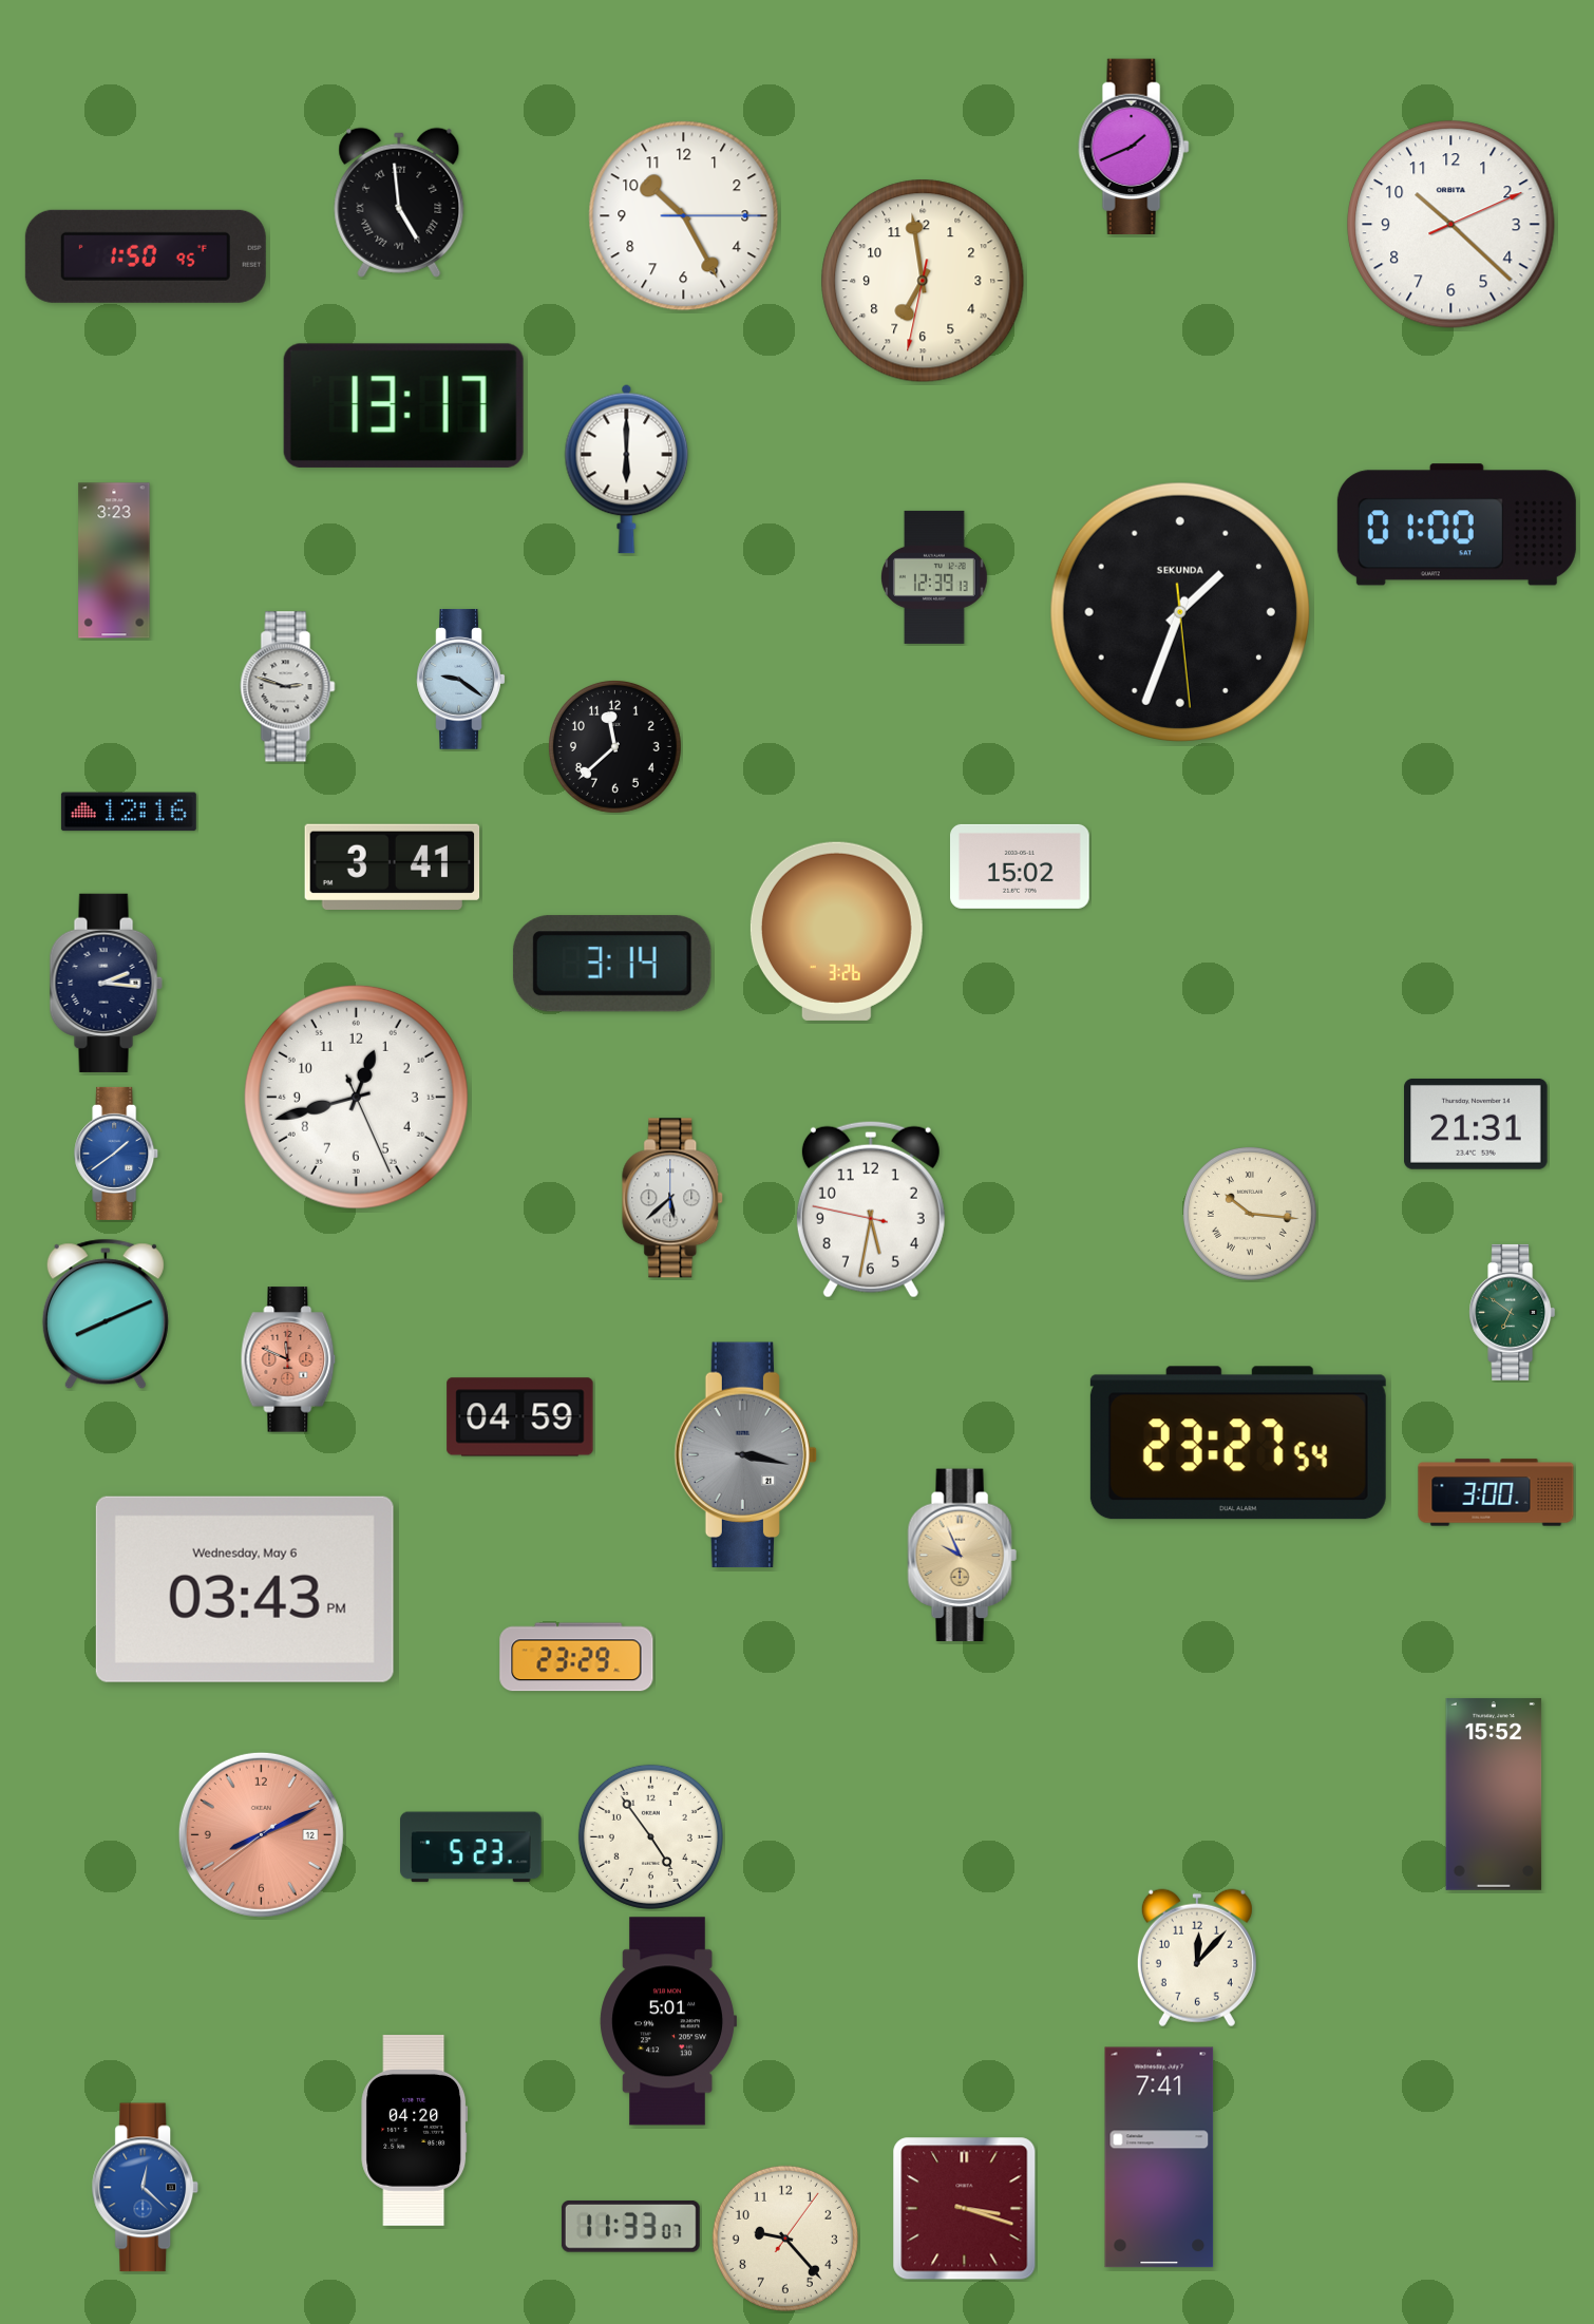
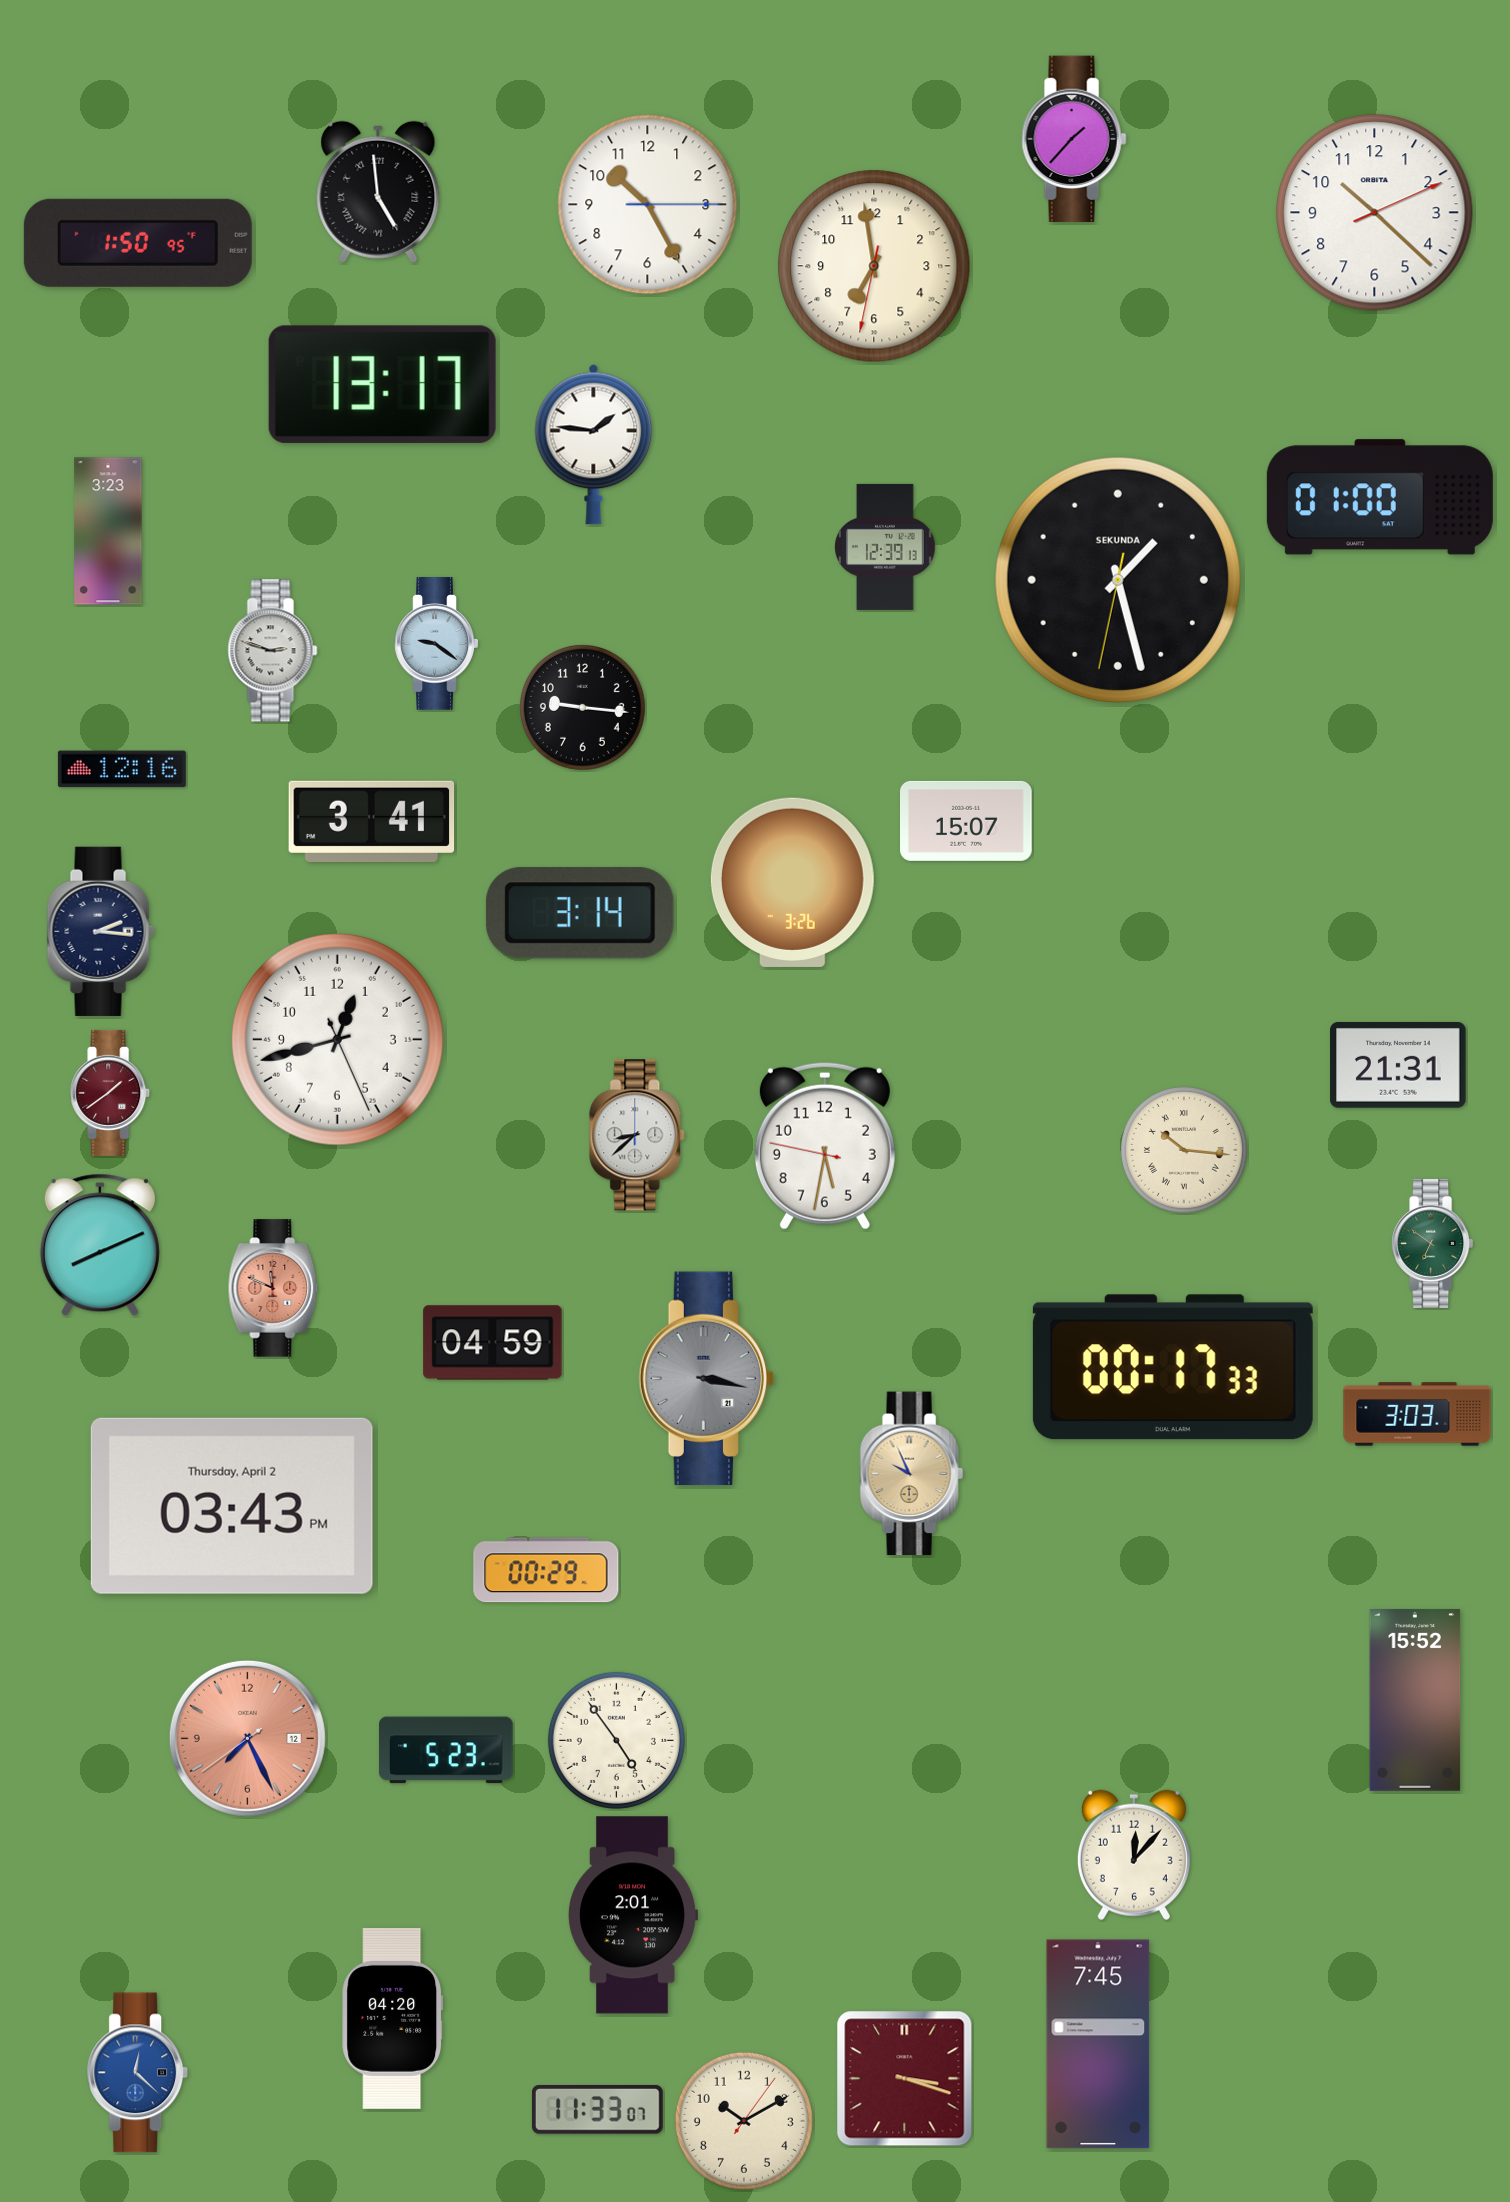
clock at (1134, 147): 1:41 -> 1:37
clock at (627, 469): 6:00 -> 1:46
clock at (1180, 612): 1:33 -> 1:27
clock at (614, 746): 11:38 -> 9:16
clock at (1021, 866): 15:02 -> 15:07
clock at (117, 1154) dial: blue -> burgundy
clock at (673, 1198): 5:38 -> 8:38
clock at (1238, 1443): 23:27 -> 00:17
clock at (1496, 1492): 3:00 -> 3:03
clock at (245, 1589) date: Wednesday, May 6 -> Thursday, April 2
clock at (576, 1657): 23:29 -> 00:29
clock at (261, 1834): 8:10 -> 7:25
clock at (667, 2021): 5:01 -> 2:01
clock at (1159, 2157): 7:41 -> 7:45
clock at (965, 2209) position: (965, 2209) -> (905, 2079)
clock at (785, 2239): 9:23 -> 10:10
